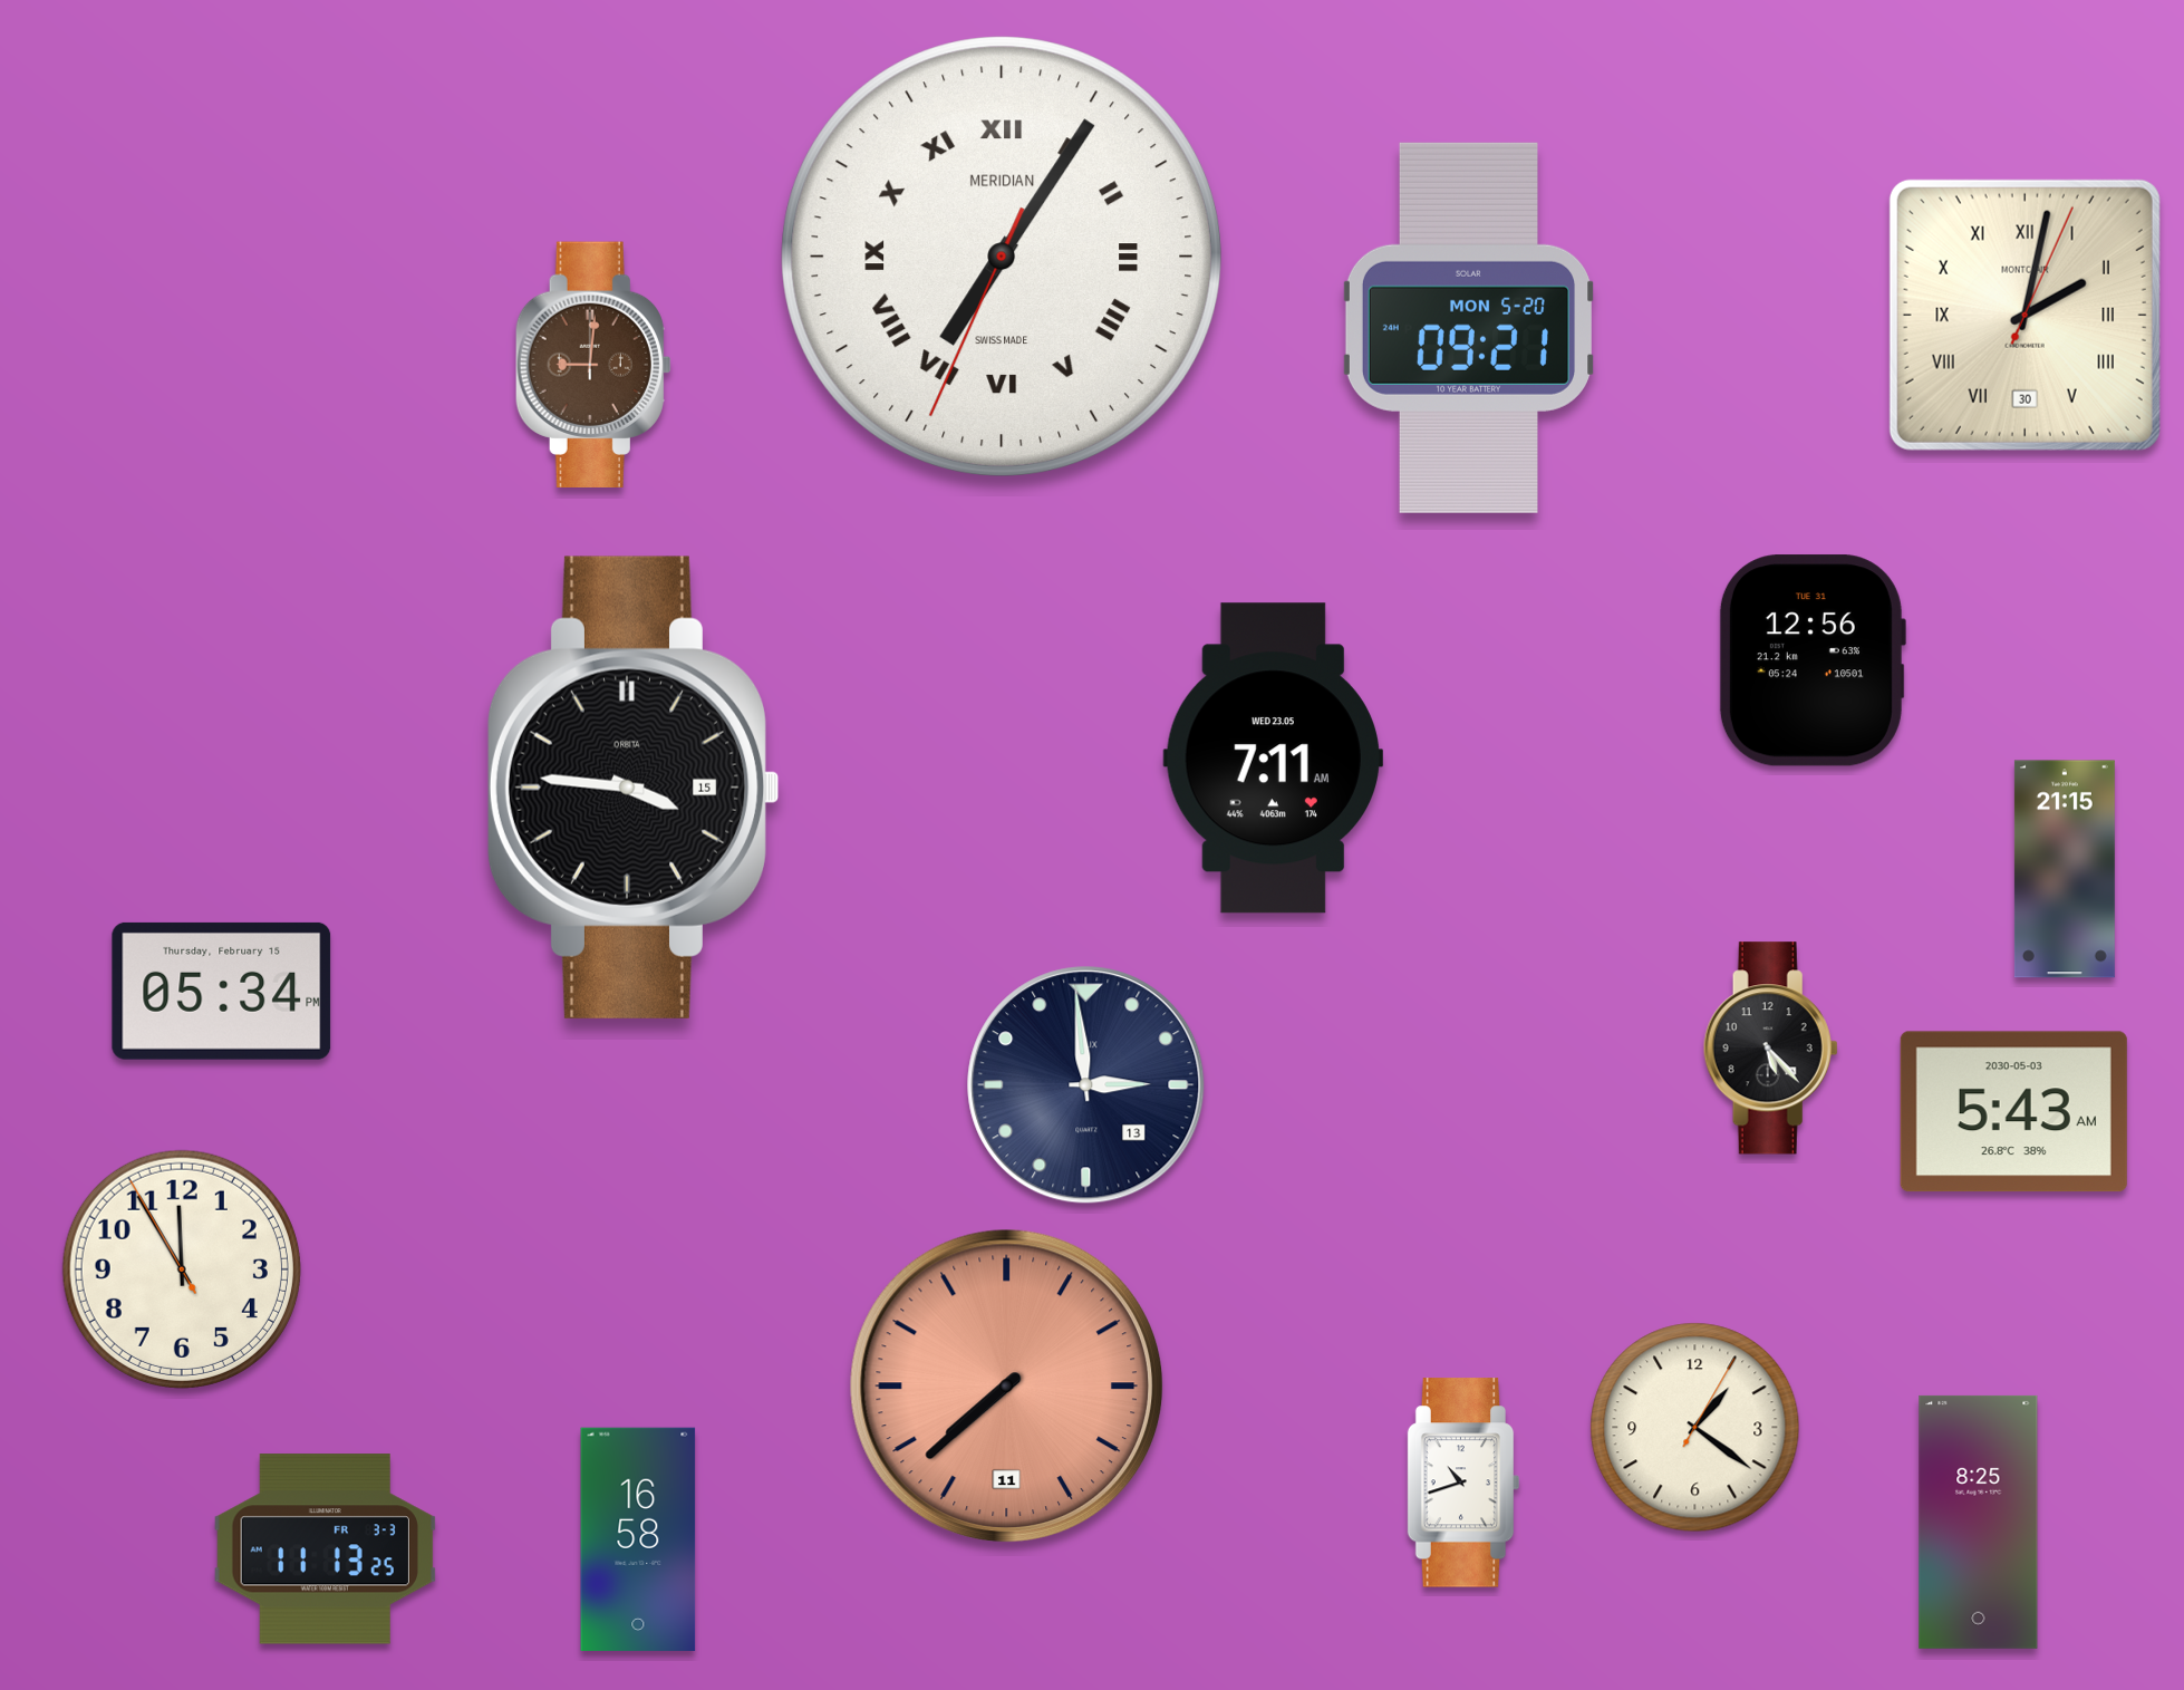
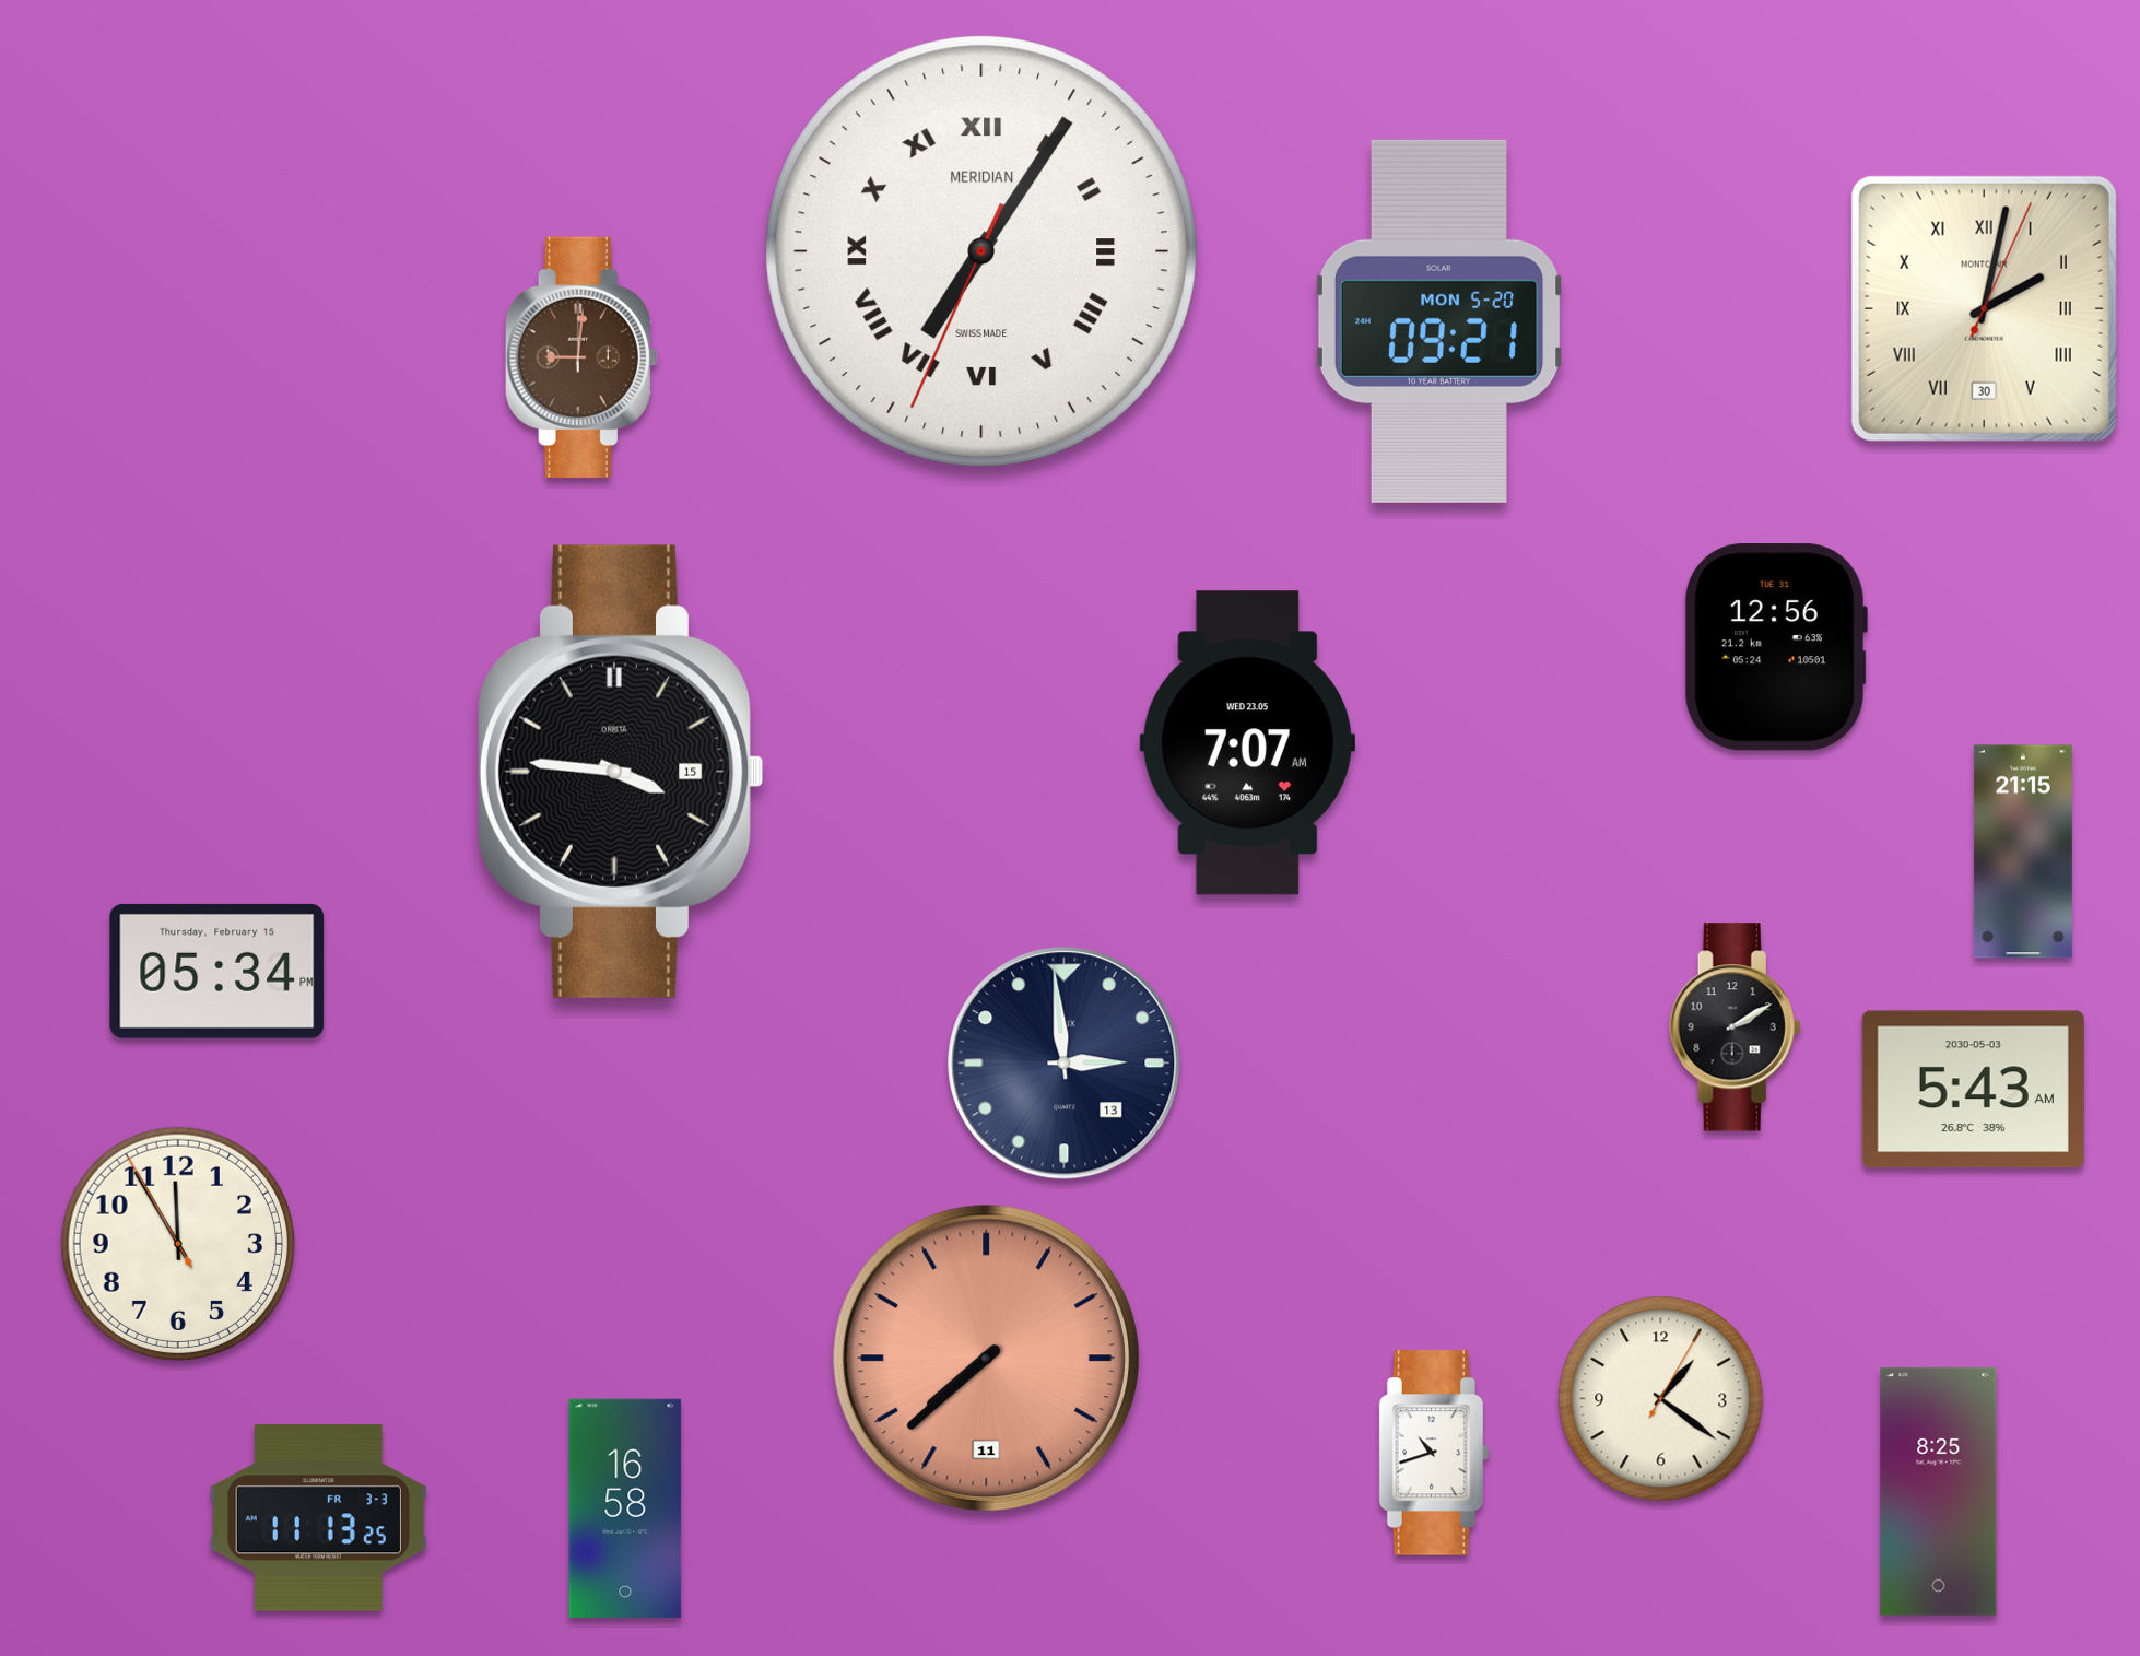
clock at (1273, 759): 7:11 -> 7:07
clock at (1770, 1049): 5:23 -> 2:10
